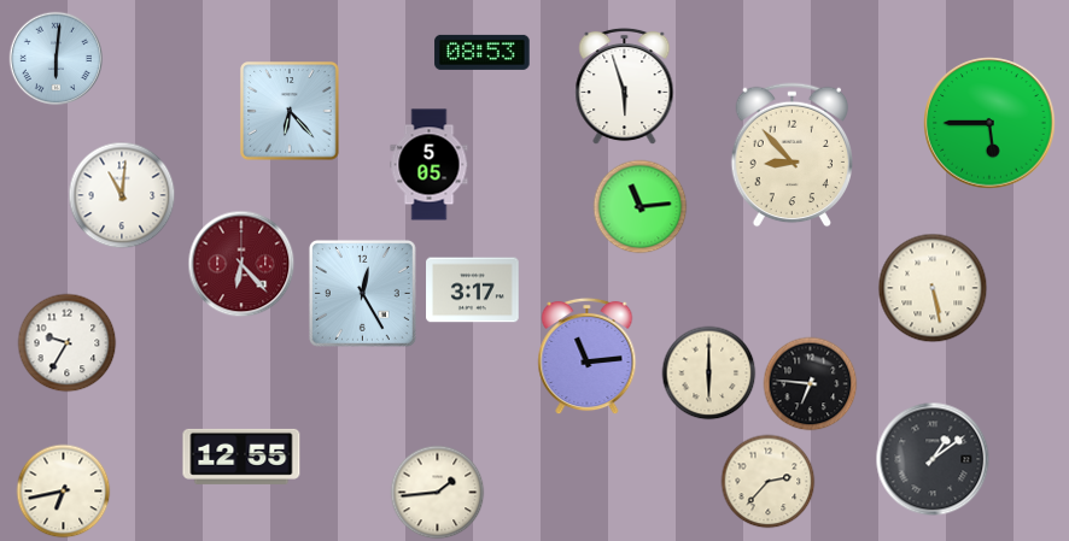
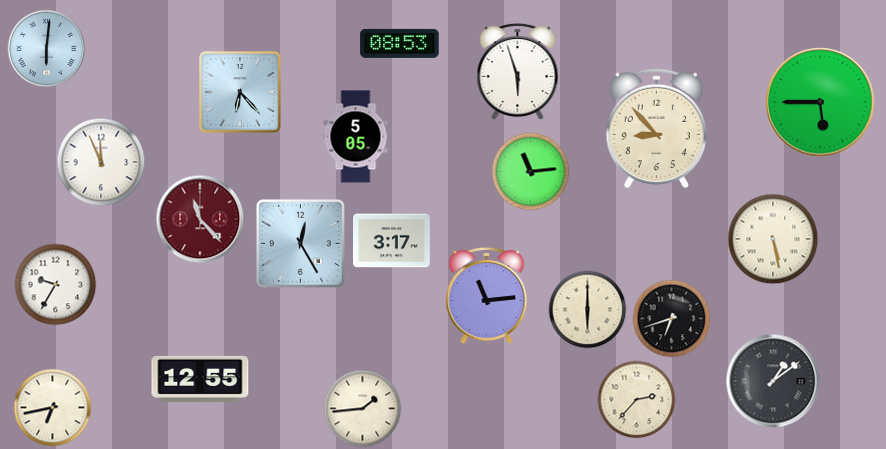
clock at (122, 195): 11:01 -> 11:56
clock at (241, 264): 6:23 -> 11:23
clock at (810, 383): 6:46 -> 6:42
